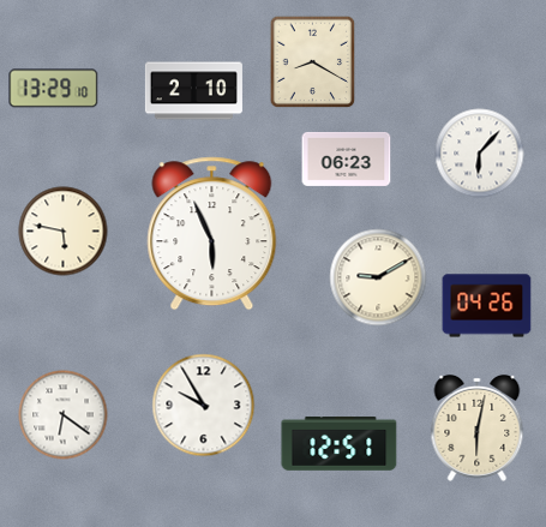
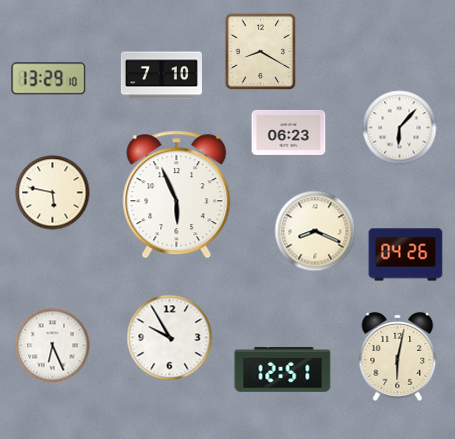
clock at (54, 89) position: (54, 89) -> (49, 79)
clock at (193, 91): 2:10 -> 7:10
clock at (378, 277): 9:10 -> 8:19
clock at (64, 415): 6:21 -> 6:26
